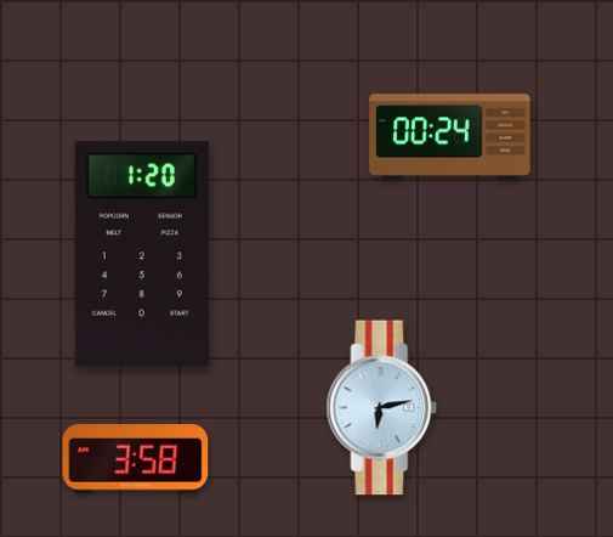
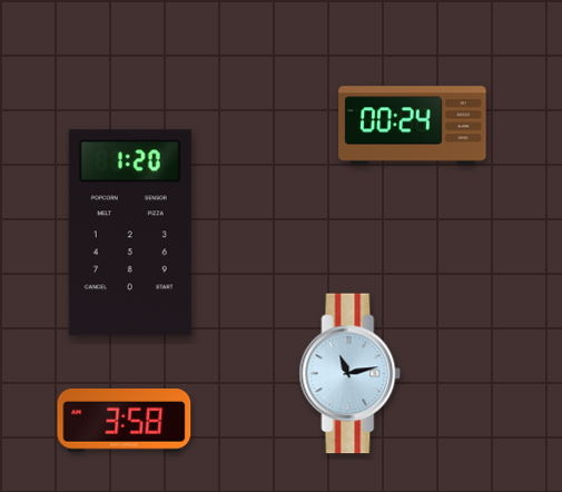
clock at (382, 408): 6:13 -> 11:13
